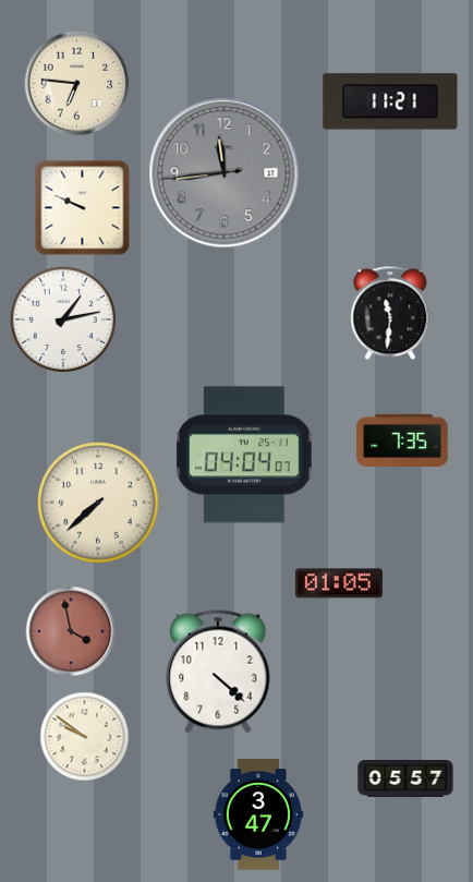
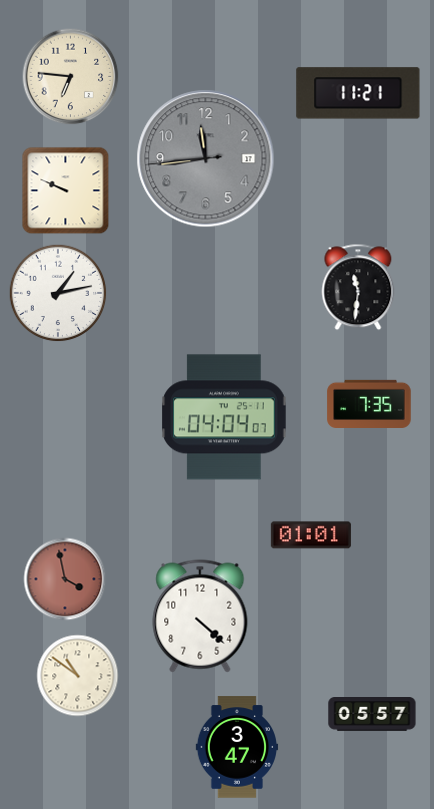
clock at (83, 208) position: (83, 208) -> (66, 191)
clock at (98, 503): 7:38 -> none
clock at (339, 583): 01:05 -> 01:01
clock at (85, 737): 9:51 -> 10:51
